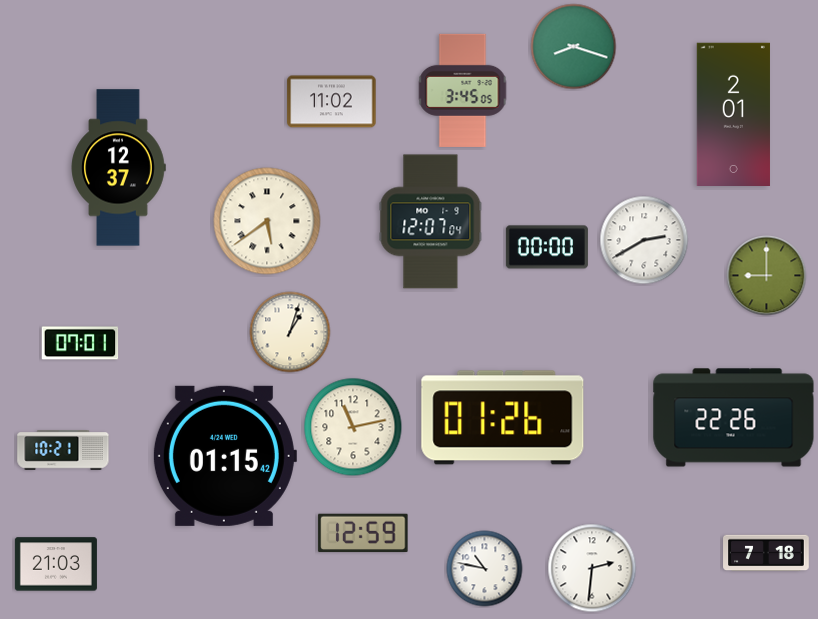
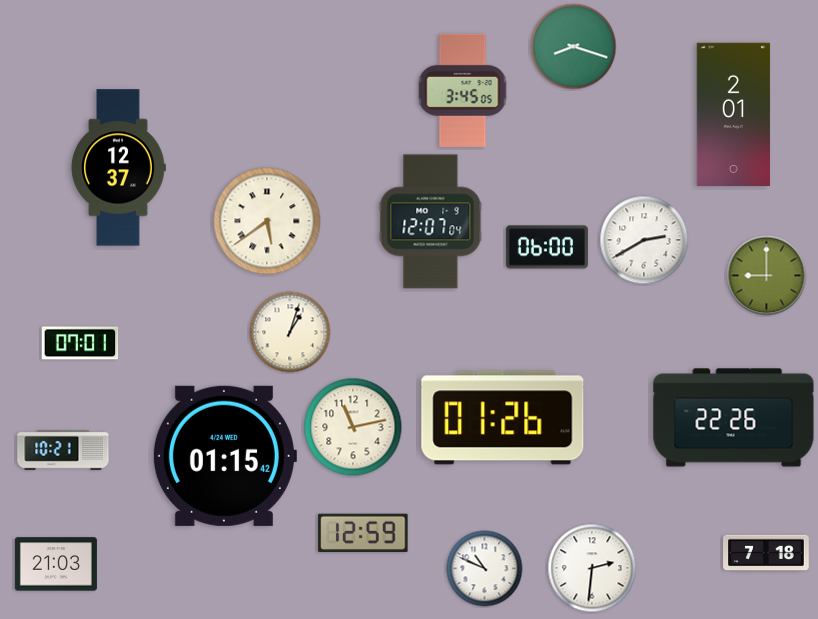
clock at (332, 102): 11:02 -> none
clock at (547, 247): 00:00 -> 06:00
clock at (485, 569): 10:47 -> 10:49
